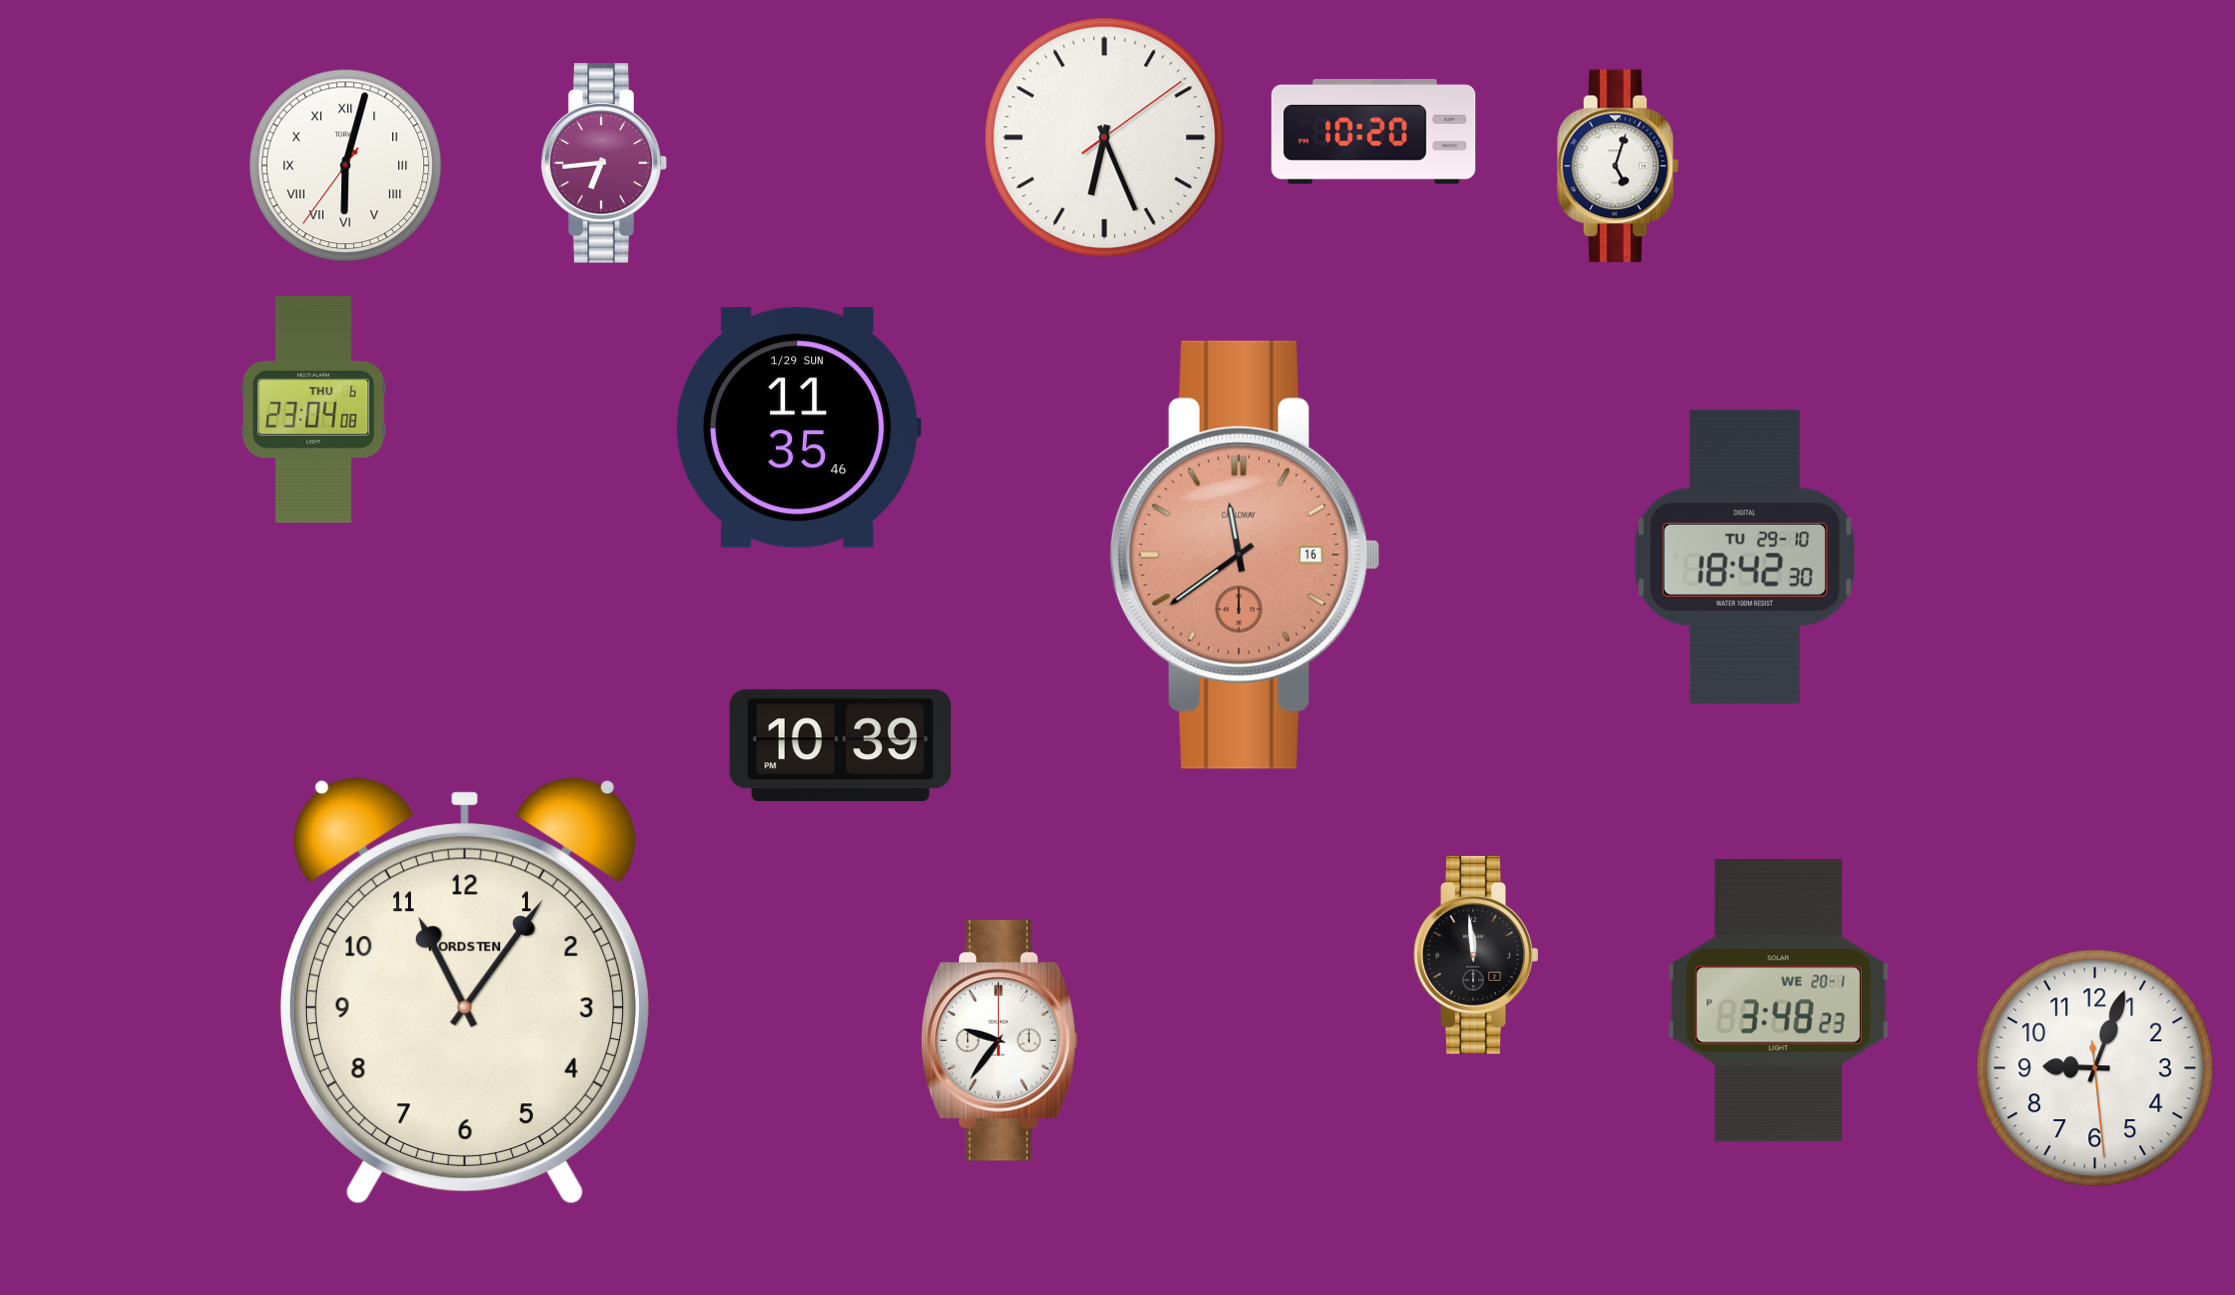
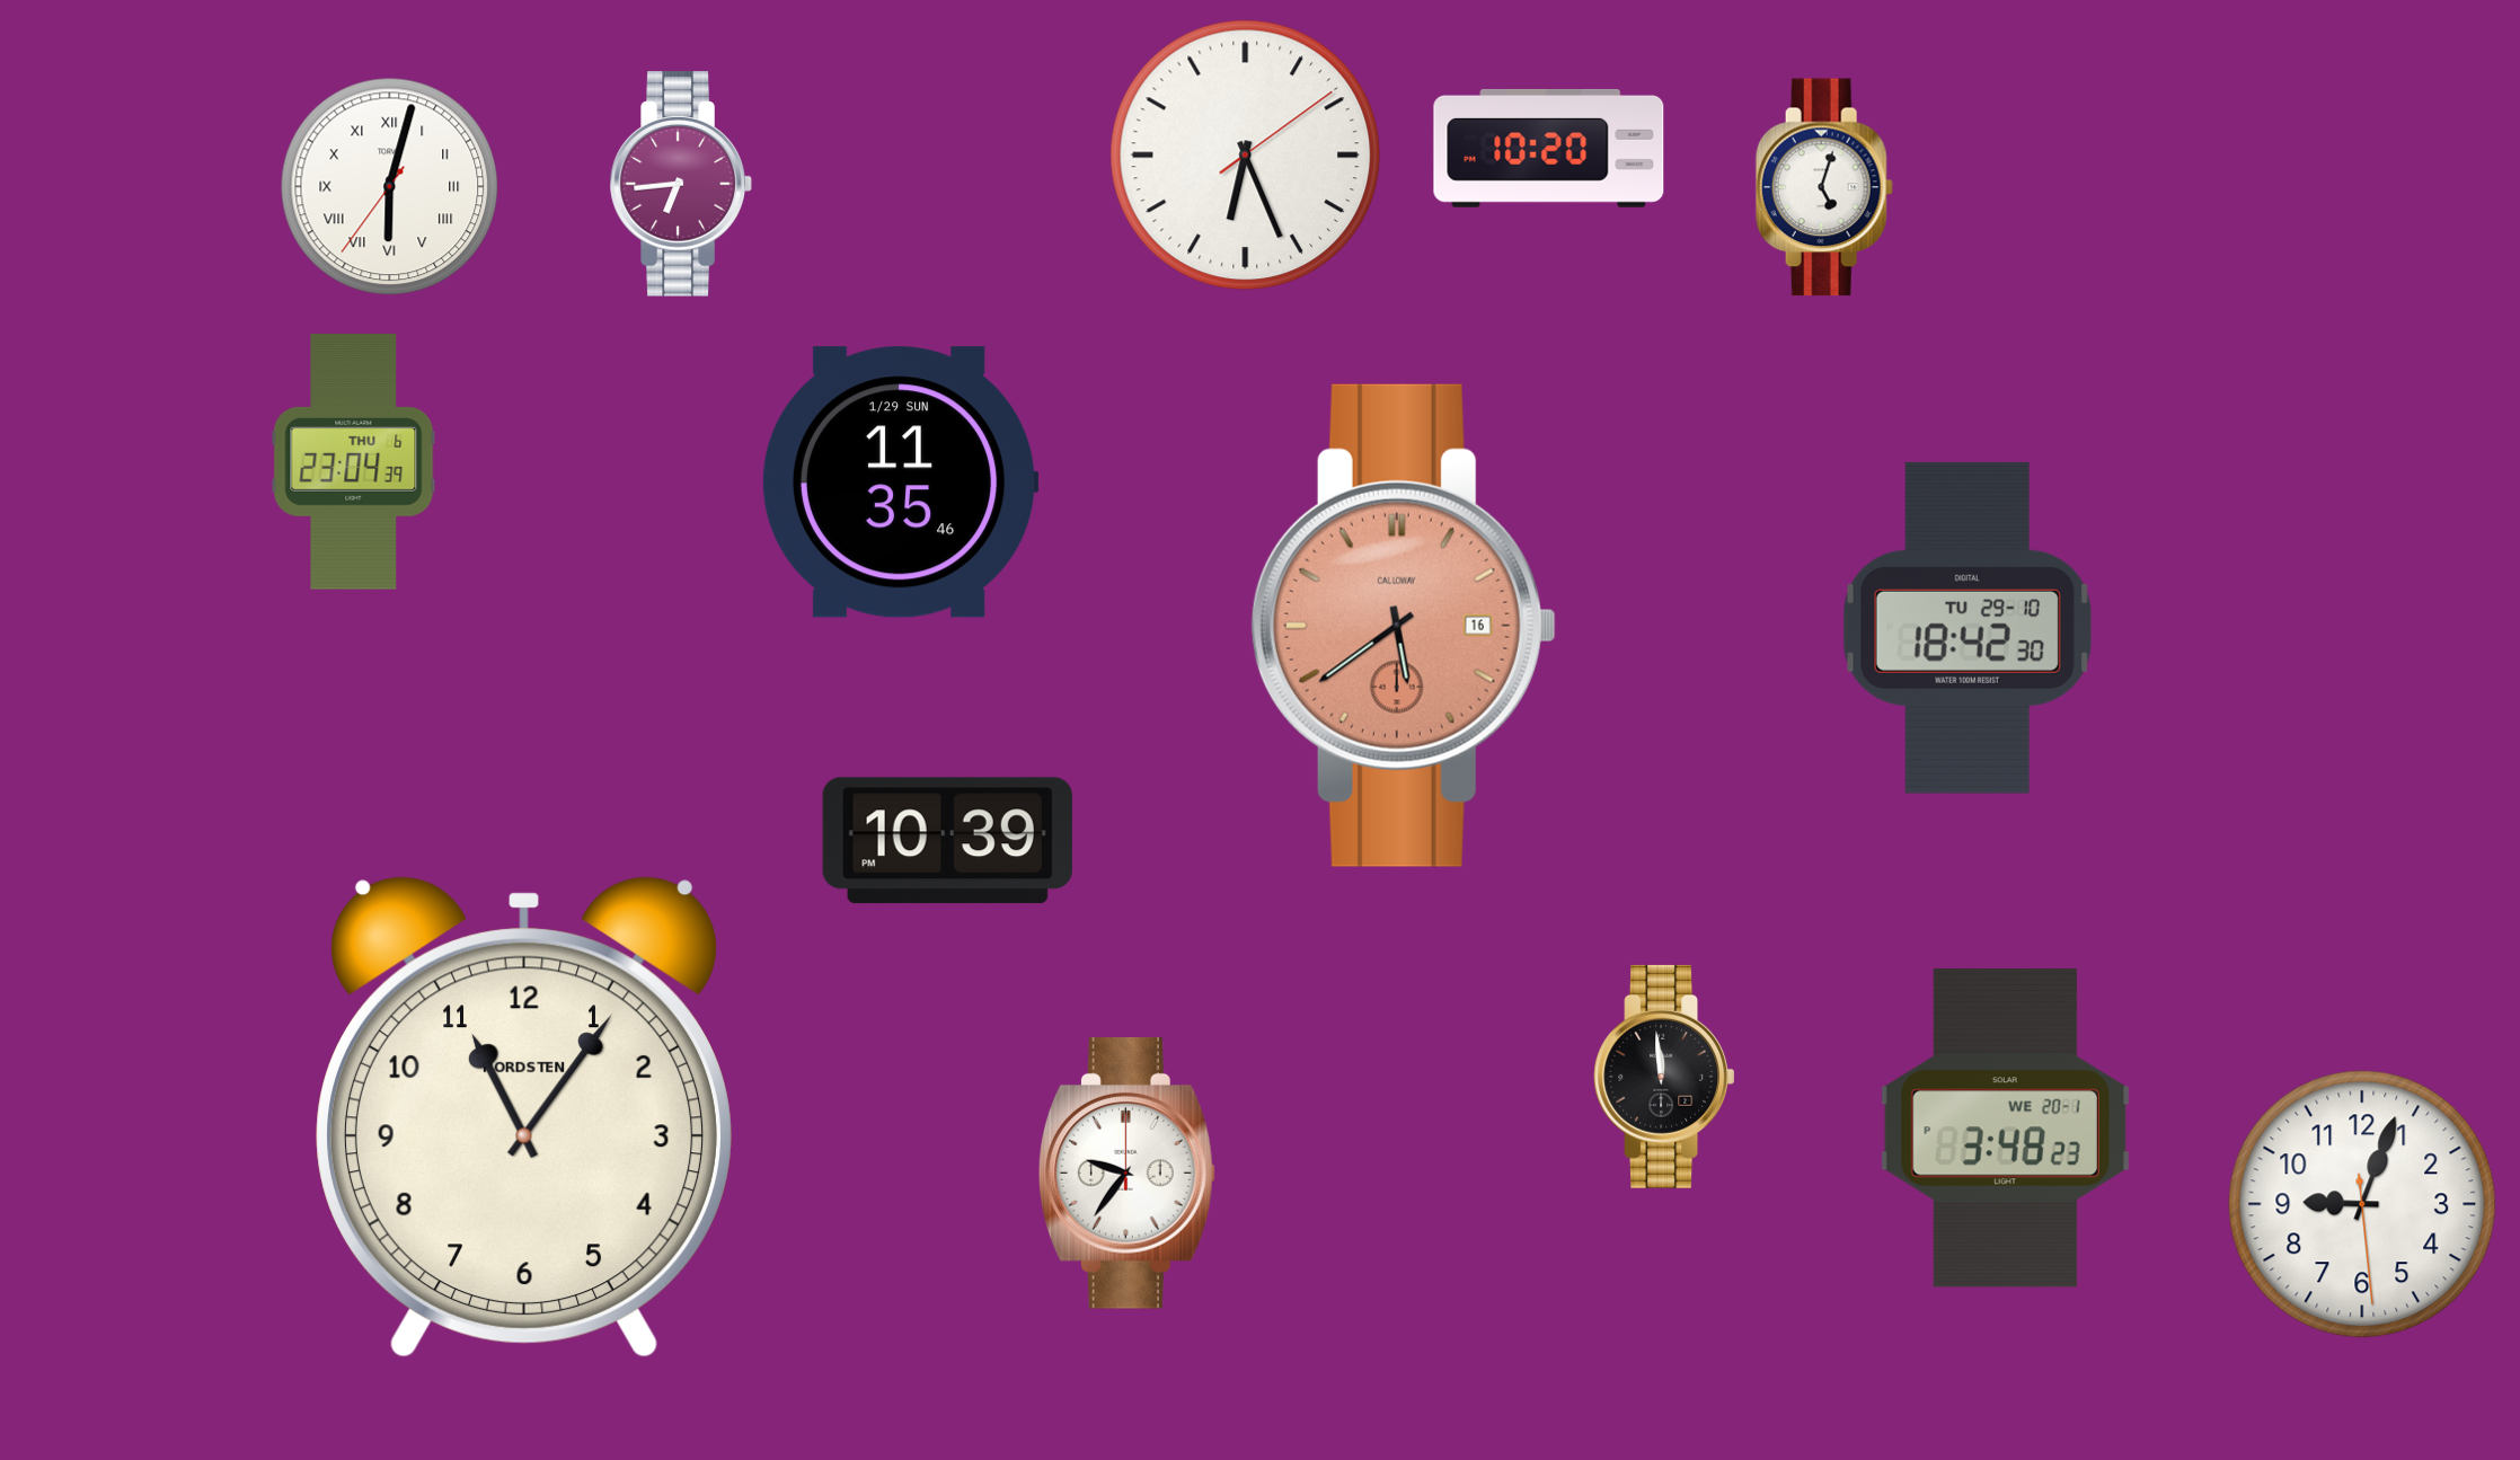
clock at (314, 410): 23:04:08 -> 23:04:39
clock at (1245, 555): 11:39 -> 5:39
